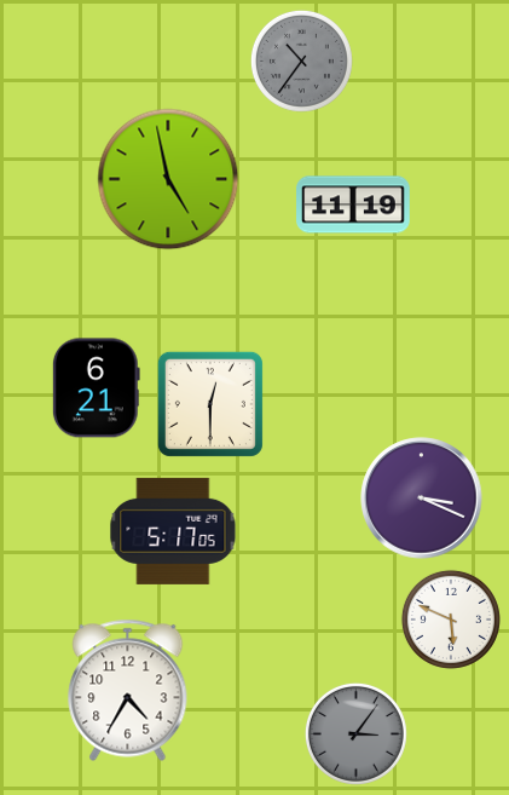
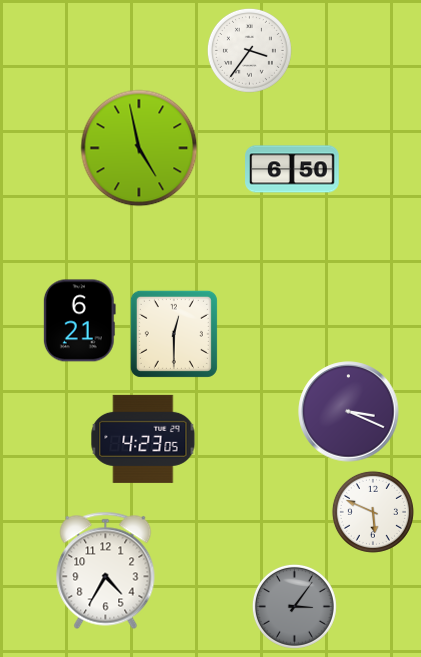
clock at (301, 61): 10:36 -> 3:36
clock at (301, 61) dial: grey -> white
clock at (353, 204): 11:19 -> 6:50
clock at (173, 531): 5:17 -> 4:23
